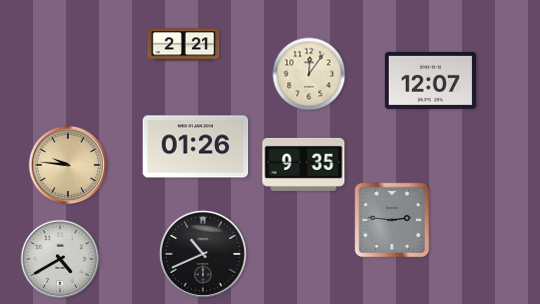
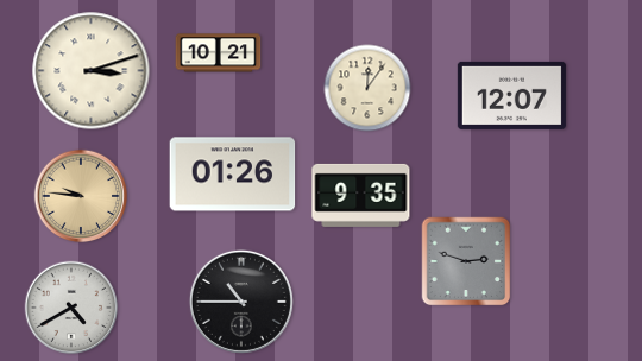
clock at (184, 45): 2:21 -> 10:21
clock at (92, 71): none -> 3:12
clock at (392, 220): 2:46 -> 2:48
clock at (203, 254): 10:41 -> 10:45
